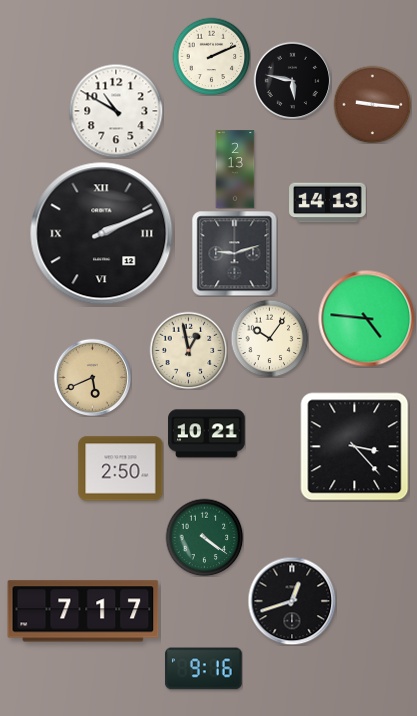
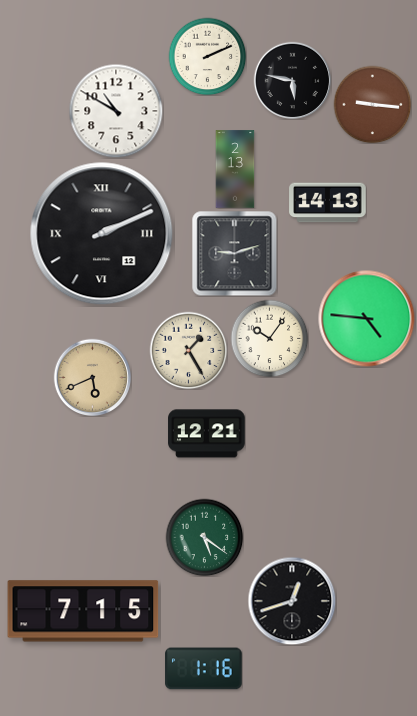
clock at (211, 56) position: (211, 56) -> (207, 56)
clock at (188, 350): 12:58 -> 1:25
clock at (207, 434): 10:21 -> 12:21
clock at (355, 447): 3:23 -> none
clock at (121, 469): 2:50 -> none
clock at (204, 537): 4:21 -> 5:21
clock at (83, 611): 7:17 -> 7:15
clock at (204, 669): 9:16 -> 1:16
